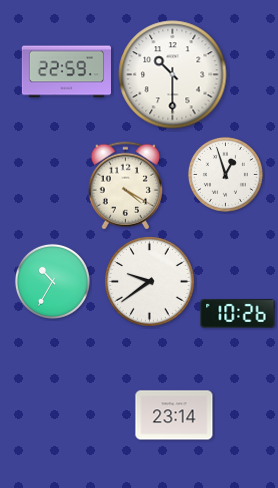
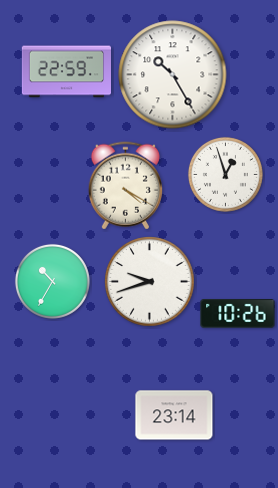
clock at (173, 75): 10:30 -> 10:25
clock at (150, 282): 9:39 -> 9:42
